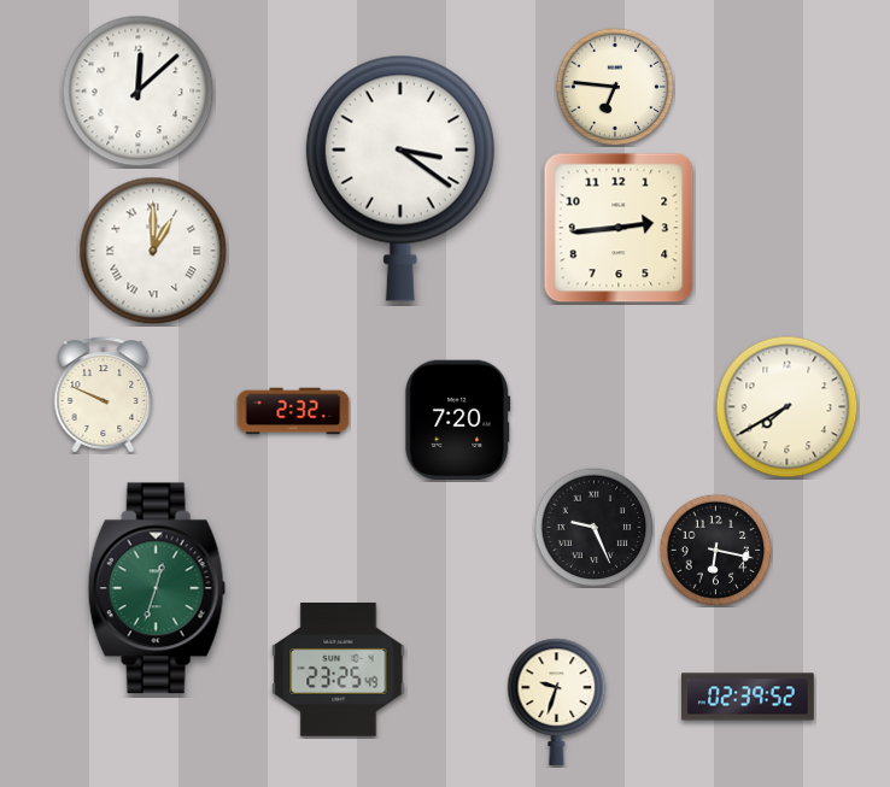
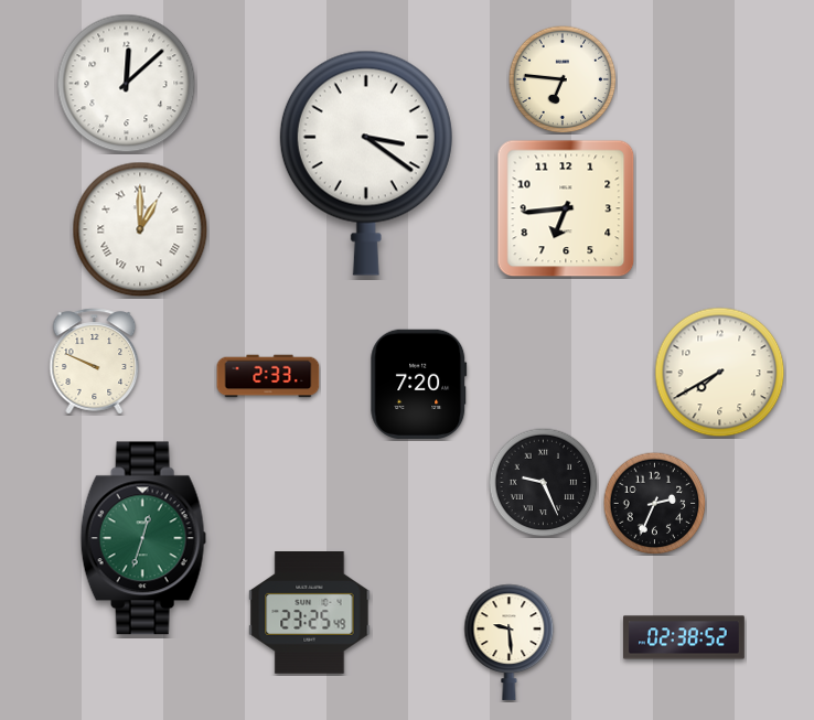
clock at (619, 228): 2:44 -> 6:44
clock at (293, 411): 2:32 -> 2:33
clock at (715, 550): 6:17 -> 2:34
clock at (748, 697): 02:39 -> 02:38
clock at (557, 701): 9:33 -> 9:29
